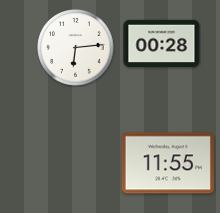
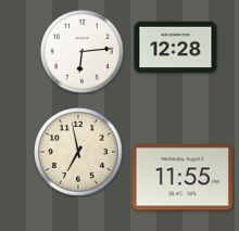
clock at (162, 44): 00:28 -> 12:28
clock at (79, 153): none -> 6:58
